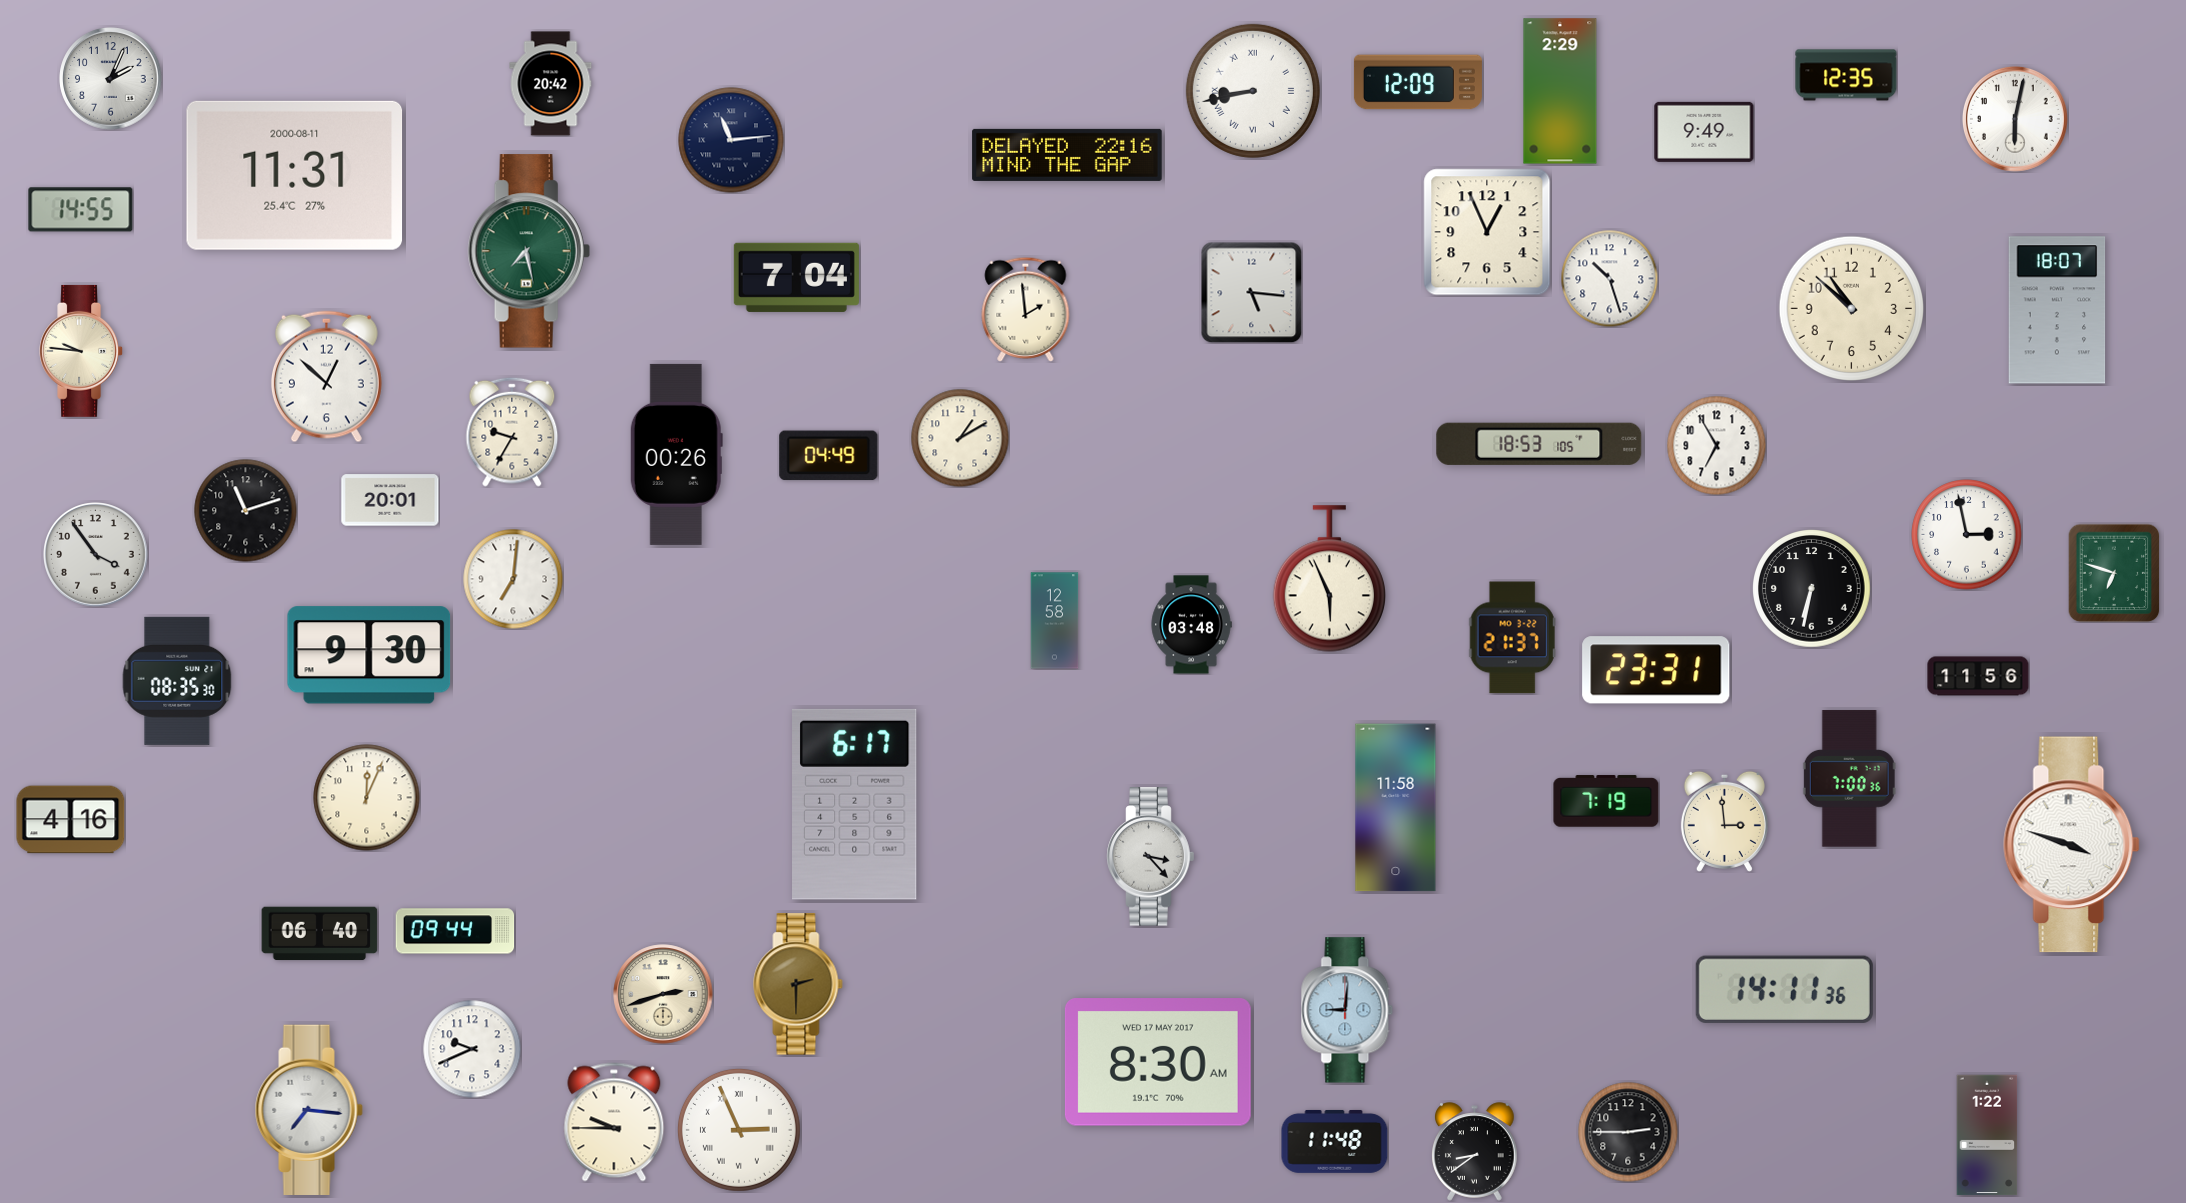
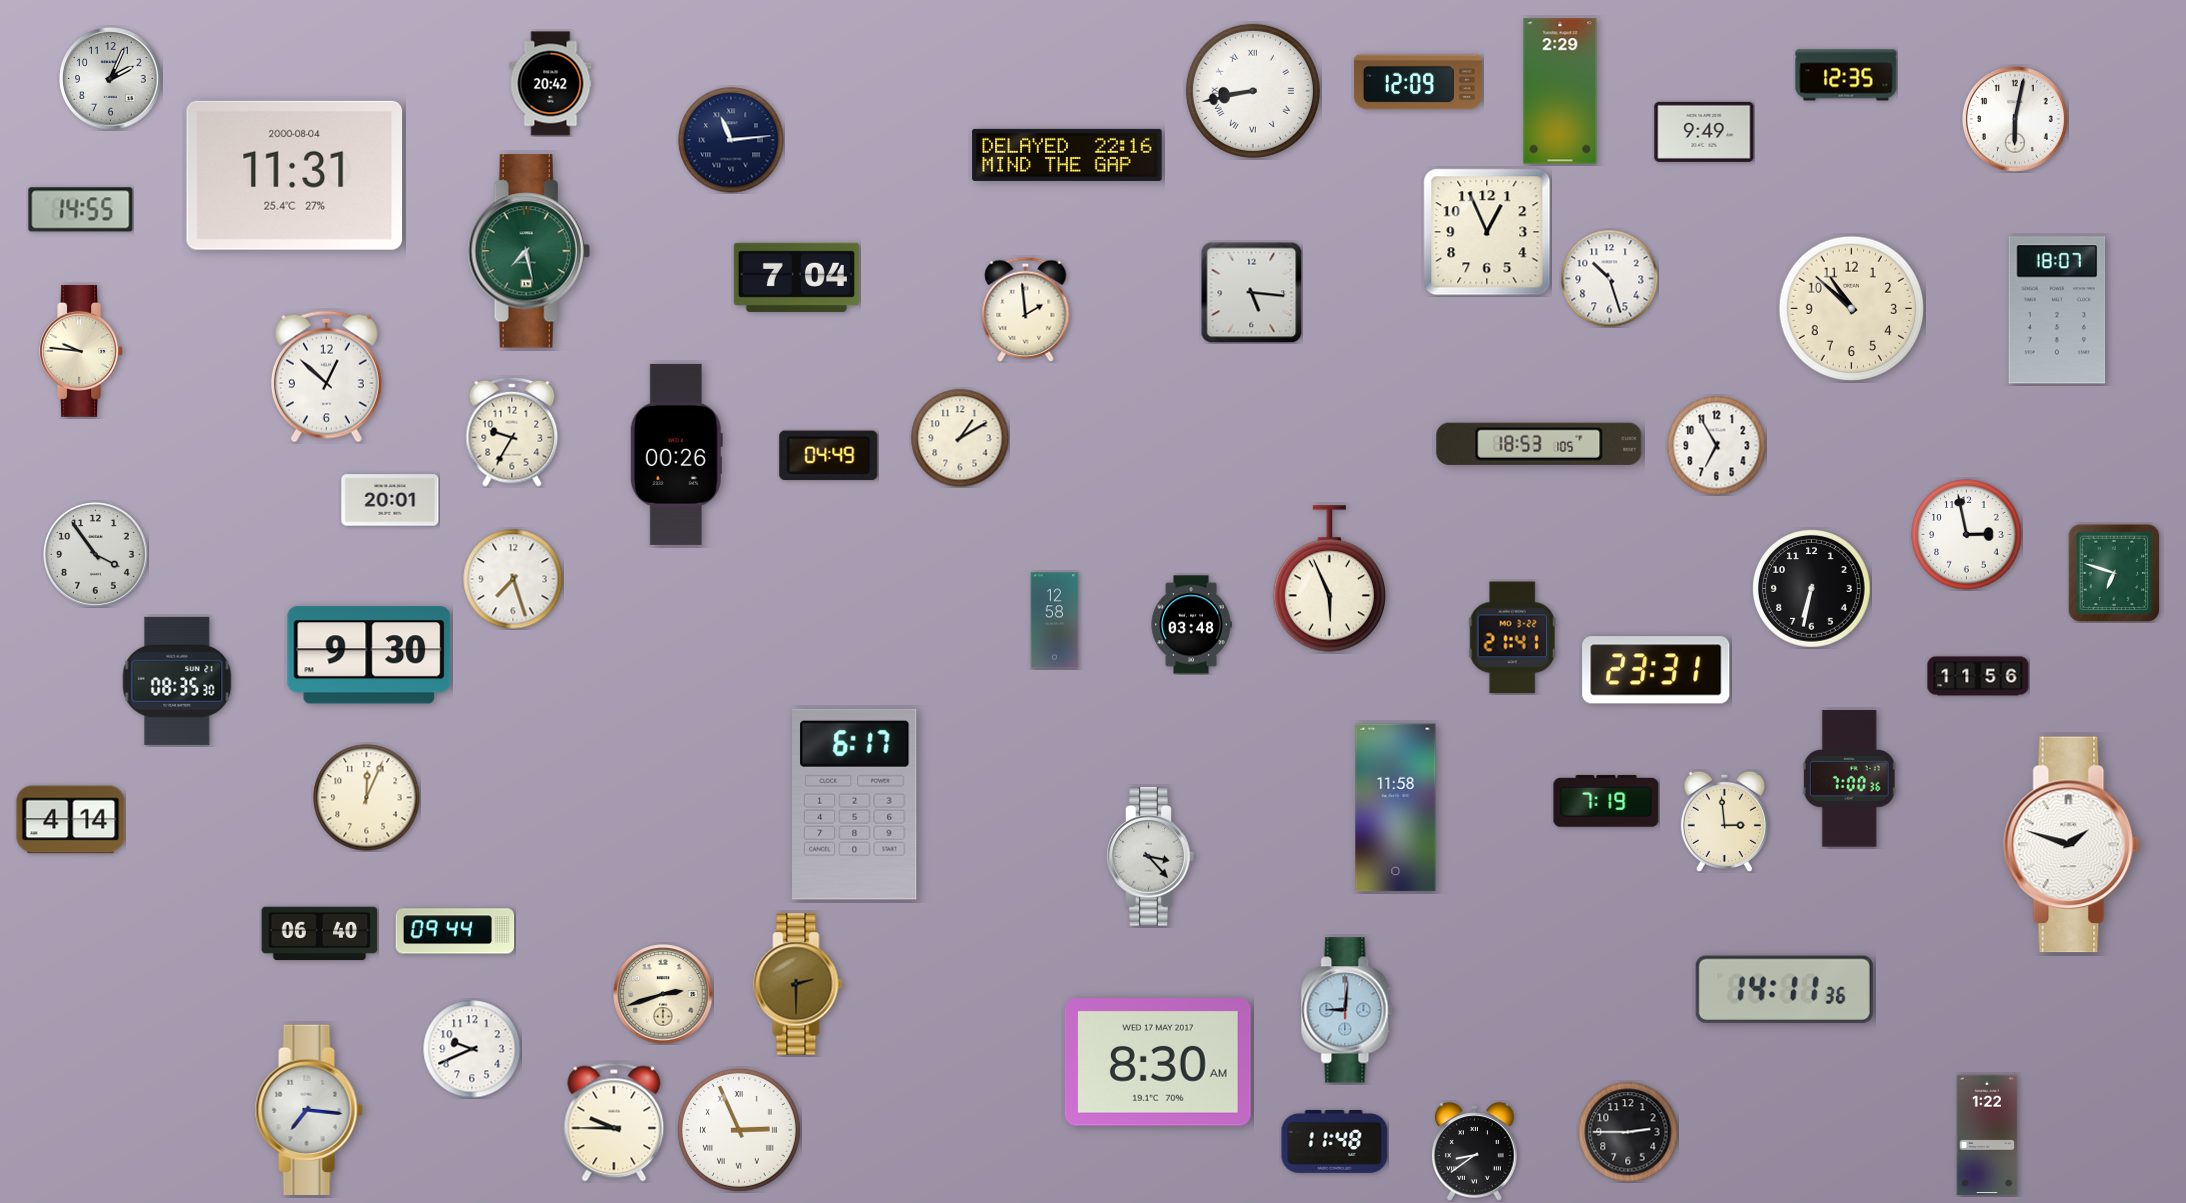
clock at (295, 175) date: 2000-08-11 -> 2000-08-04
clock at (246, 511): 11:12 -> none
clock at (513, 579): 7:01 -> 7:27
clock at (1512, 638): 21:37 -> 21:41
clock at (71, 820): 4:16 -> 4:14
clock at (2072, 845): 3:48 -> 1:48
